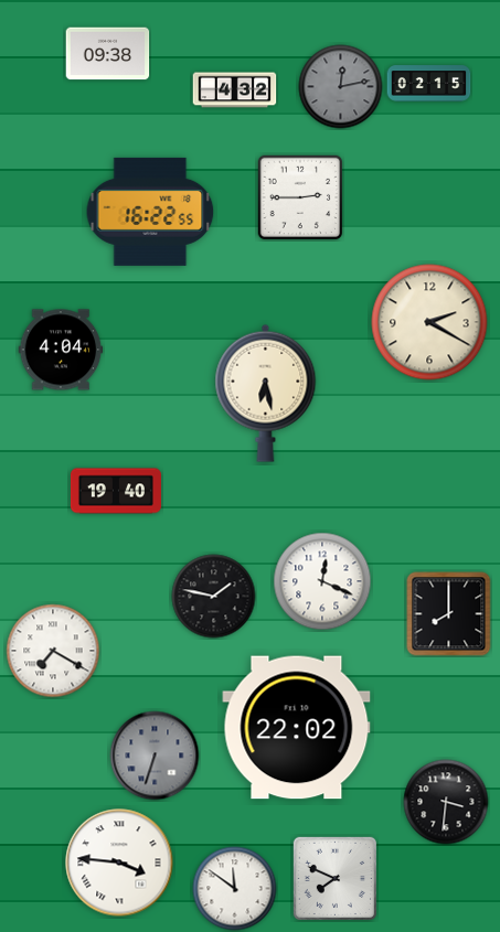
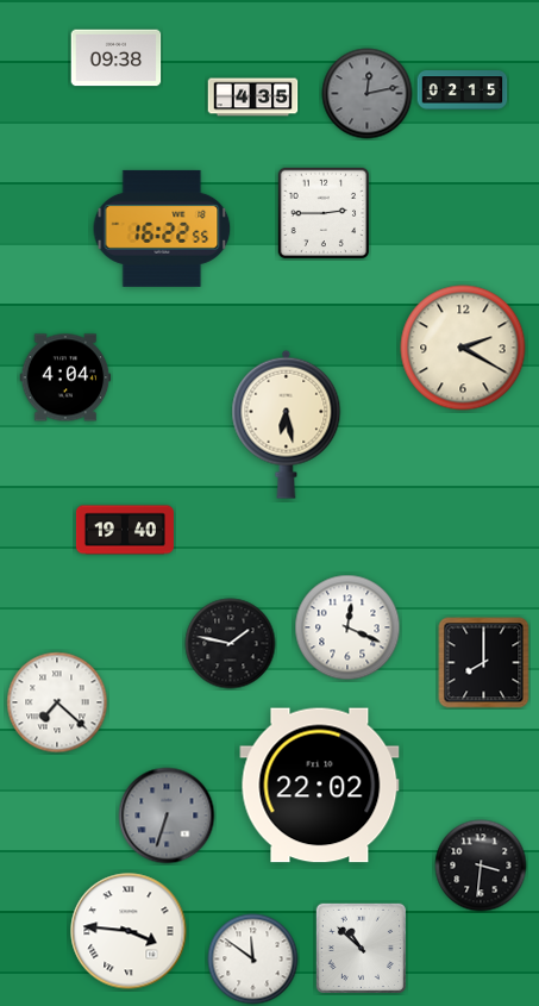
clock at (235, 90): 4:32 -> 4:35
clock at (53, 651): 7:20 -> 7:22
clock at (334, 878): 7:49 -> 10:52
